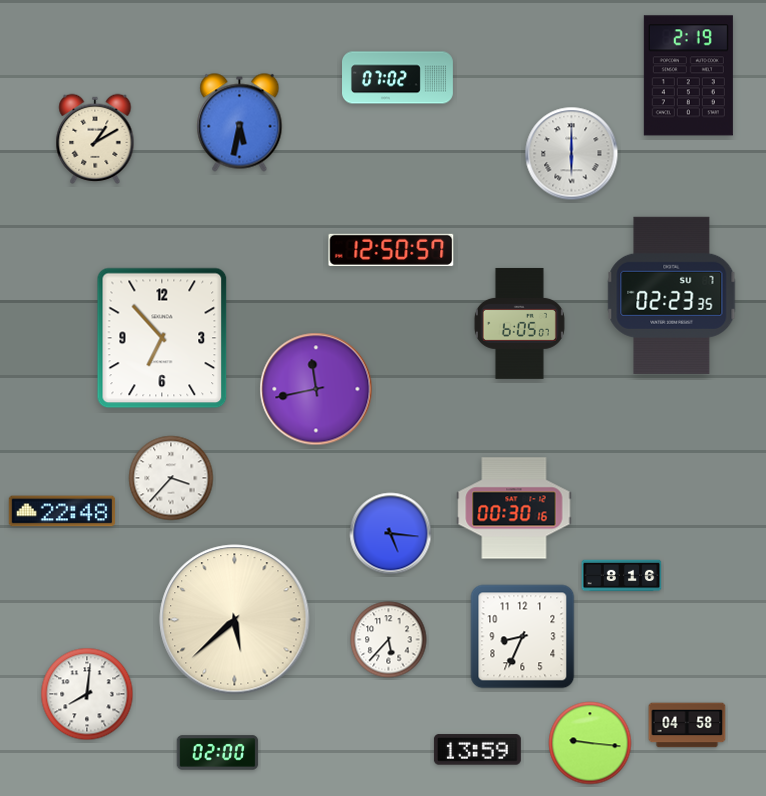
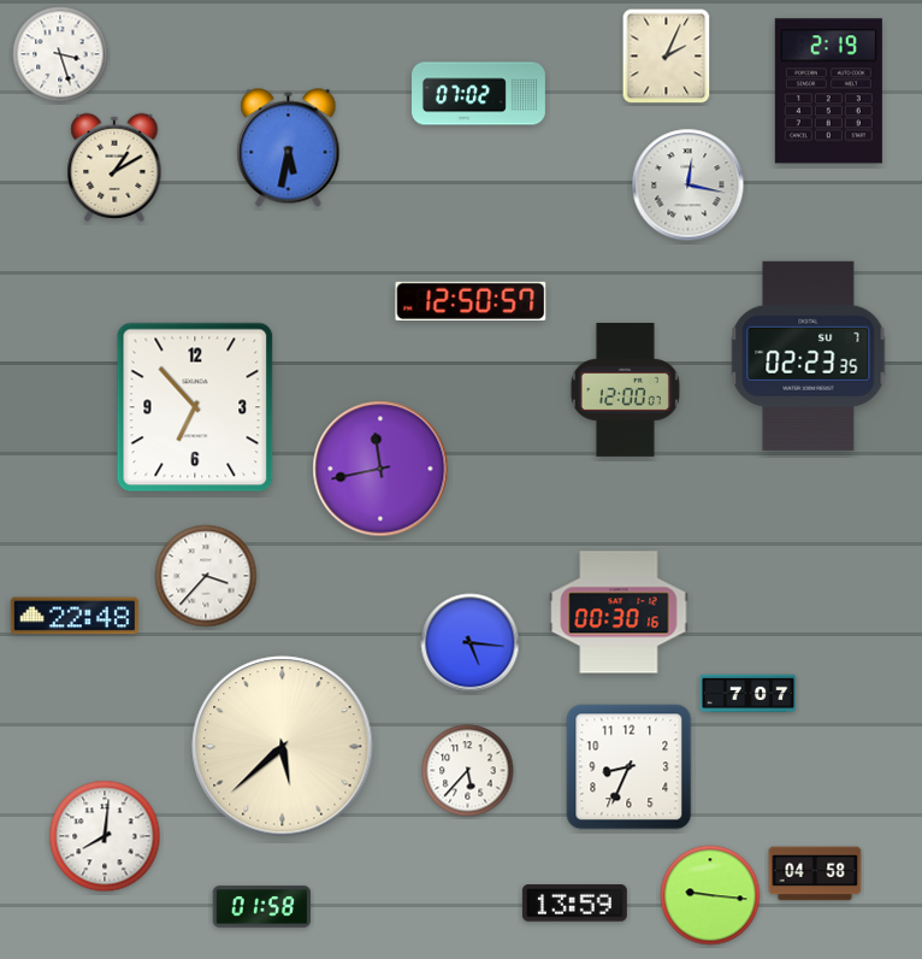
clock at (60, 54): none -> 3:27
clock at (667, 57): none -> 2:04
clock at (572, 154): 6:00 -> 12:17
clock at (519, 323): 6:05 -> 12:00
clock at (622, 576): 8:16 -> 7:07
clock at (687, 725) position: (687, 725) -> (815, 873)
clock at (218, 753): 02:00 -> 01:58
